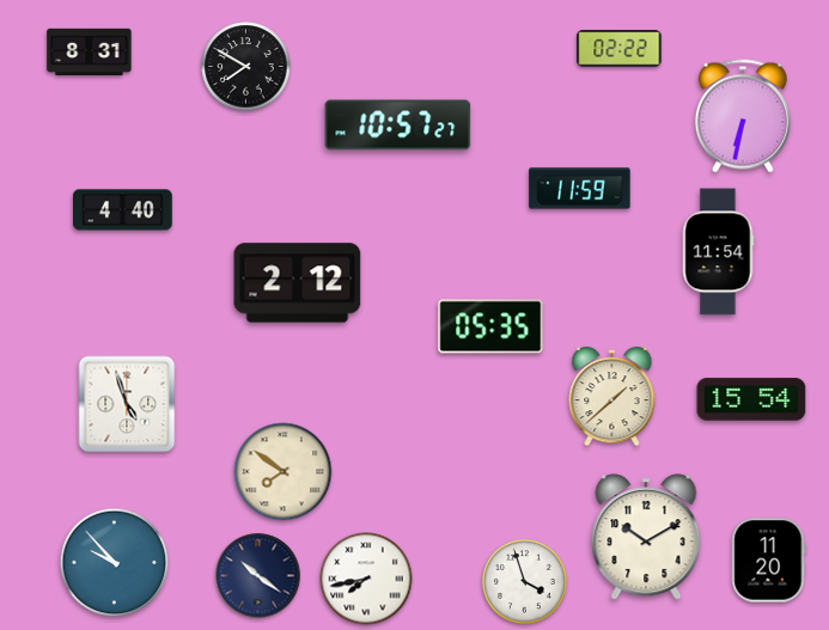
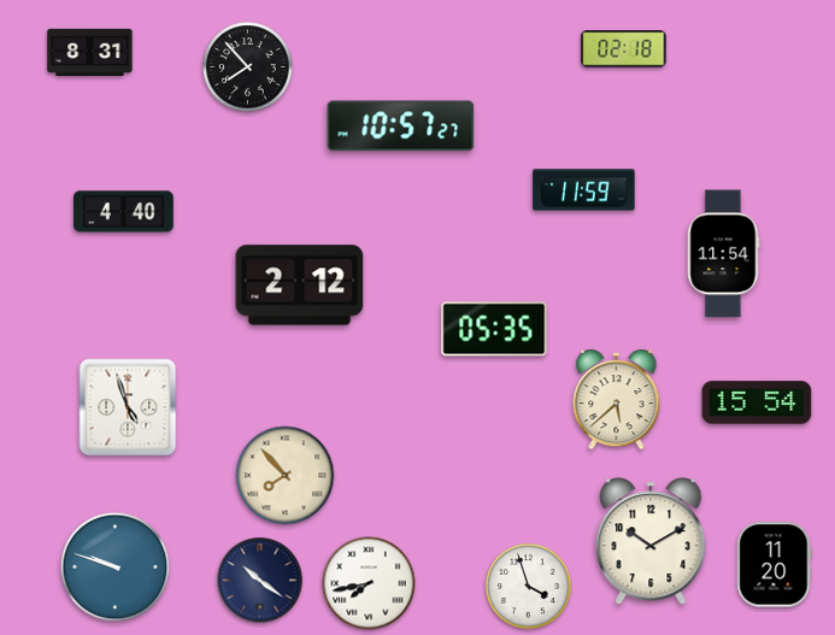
clock at (620, 49): 02:22 -> 02:18
clock at (246, 67): 7:50 -> 7:53
clock at (743, 116): 6:32 -> none
clock at (612, 397): 1:38 -> 5:38
clock at (284, 472): 7:51 -> 7:53
clock at (115, 563): 9:53 -> 9:48
